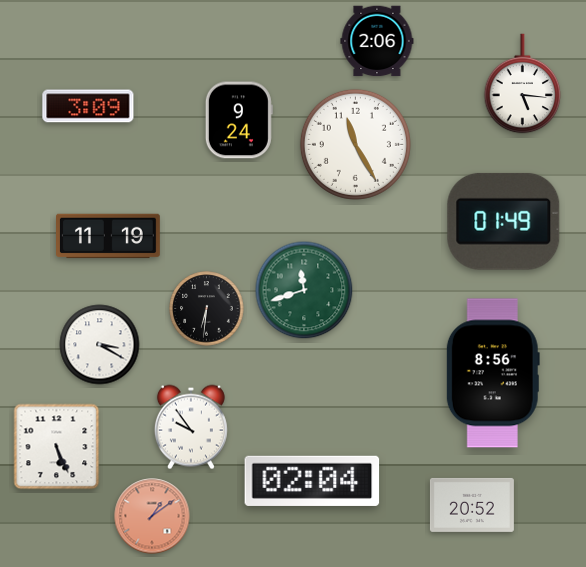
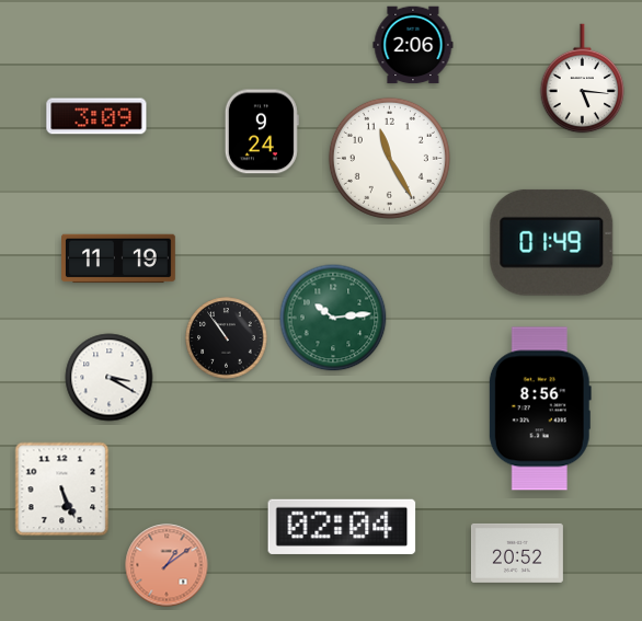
clock at (523, 84) position: (523, 84) -> (583, 79)
clock at (304, 290): 11:42 -> 10:14
clock at (207, 309): 6:31 -> 10:54
clock at (191, 427): 9:54 -> none
